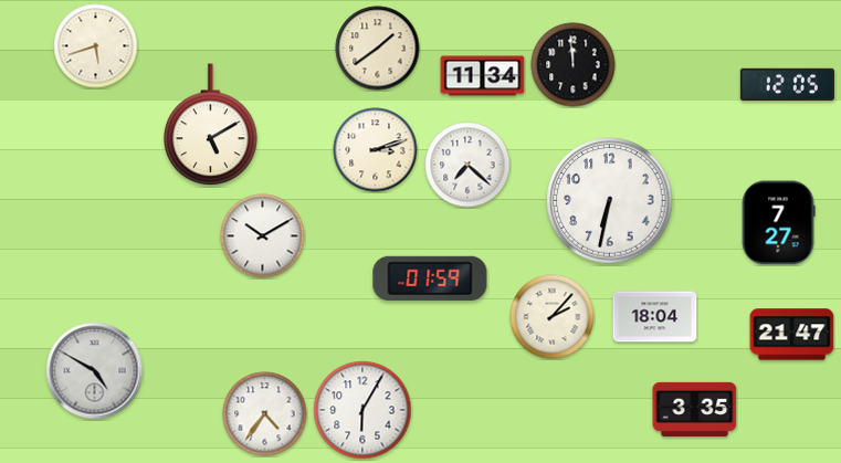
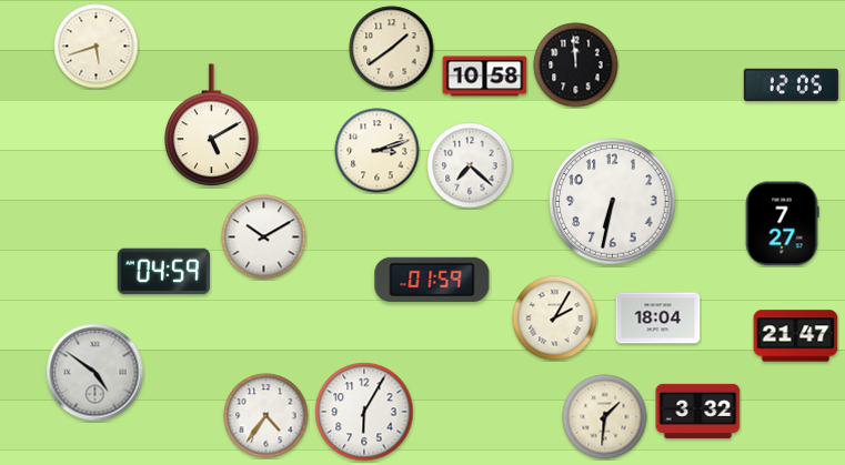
clock at (378, 49) position: (378, 49) -> (392, 49)
clock at (483, 76): 11:34 -> 10:58
clock at (163, 272): none -> 04:59
clock at (553, 317): 2:07 -> 2:05
clock at (95, 371): 4:50 -> 4:51
clock at (695, 409): 3:35 -> 3:32
clock at (605, 417): none -> 1:31
